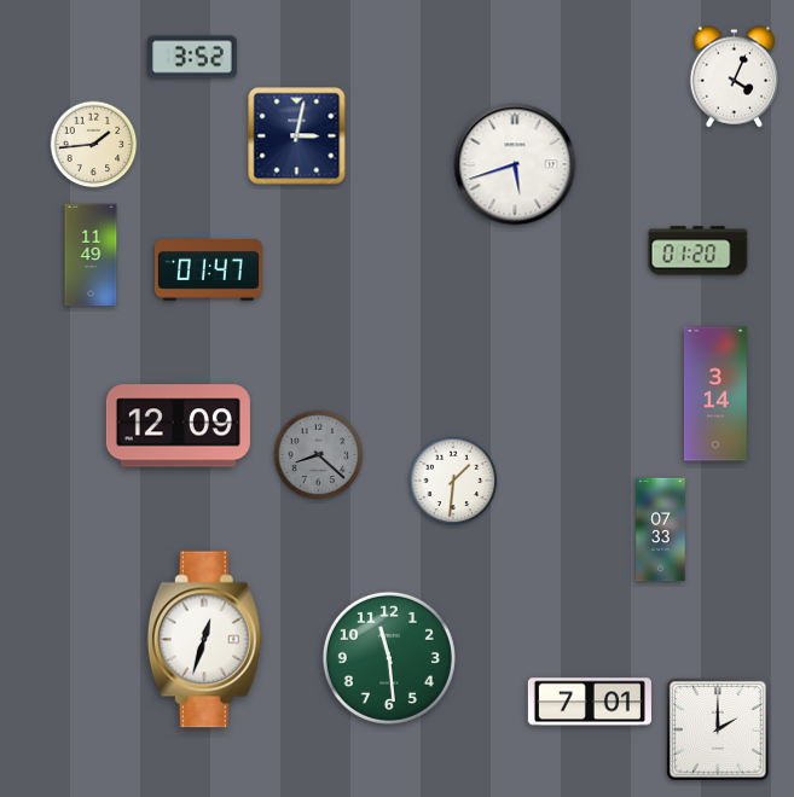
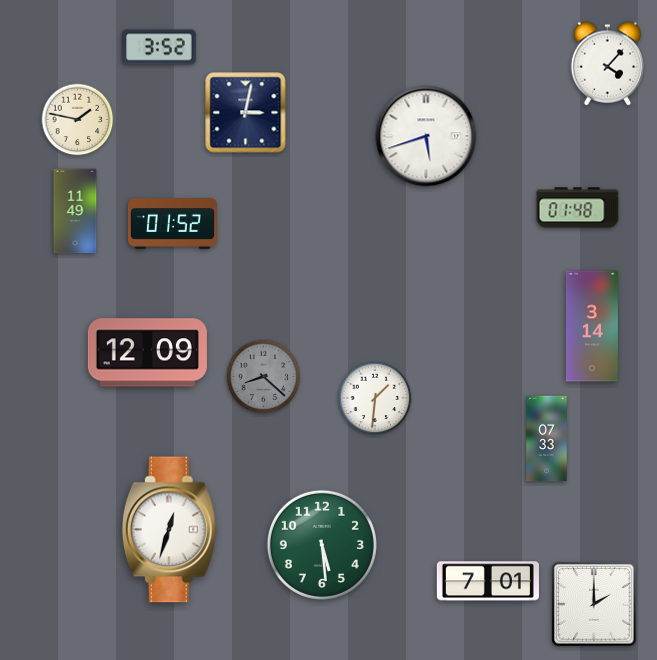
clock at (734, 77): 4:04 -> 4:07
clock at (94, 145): 1:44 -> 1:47
clock at (699, 251): 01:20 -> 01:48
clock at (209, 270): 01:47 -> 01:52
clock at (389, 658): 11:29 -> 5:29
